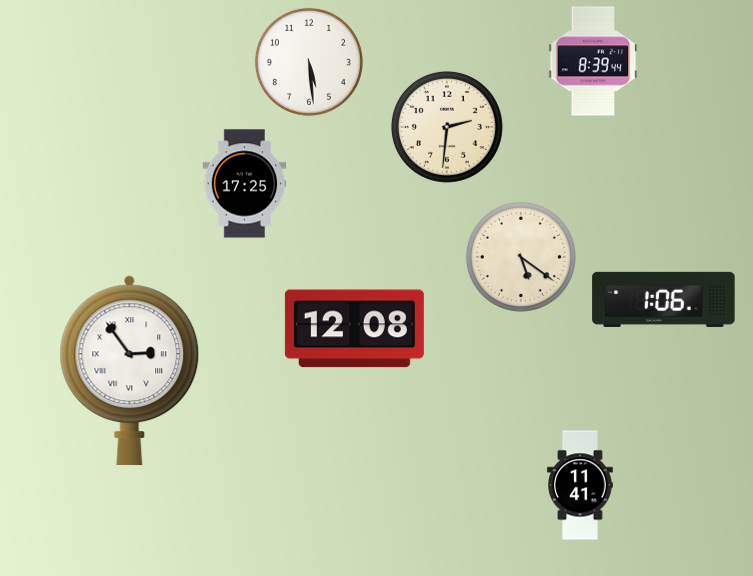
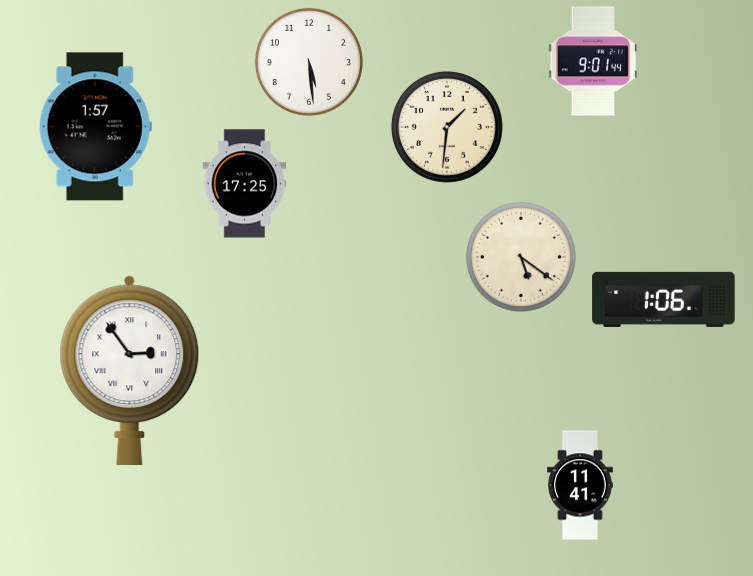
clock at (593, 61): 8:39 -> 9:01
clock at (95, 127): none -> 1:57
clock at (447, 127): 2:31 -> 1:31
clock at (354, 329): 12:08 -> none
